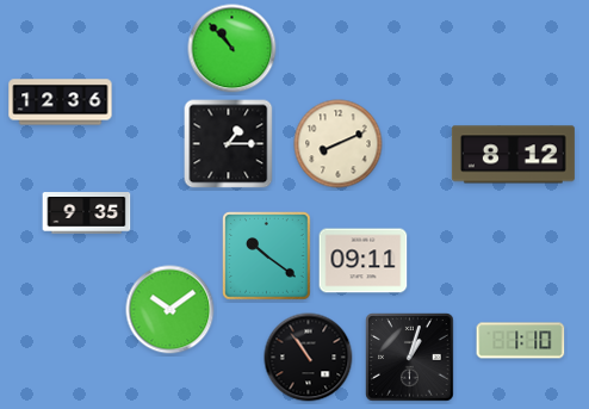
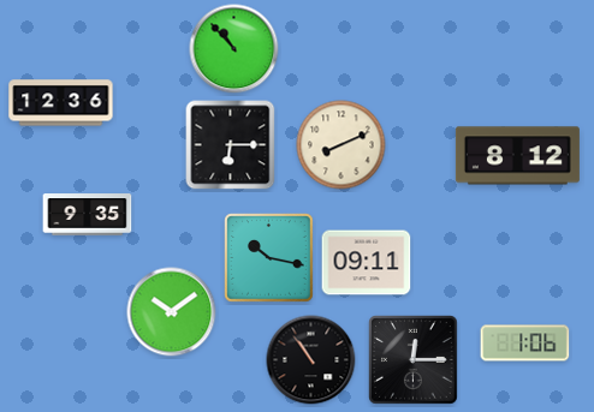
clock at (229, 144): 1:15 -> 6:15
clock at (267, 256): 10:21 -> 10:17
clock at (521, 341): 1:10 -> 1:06
clock at (410, 358): 1:03 -> 12:15
